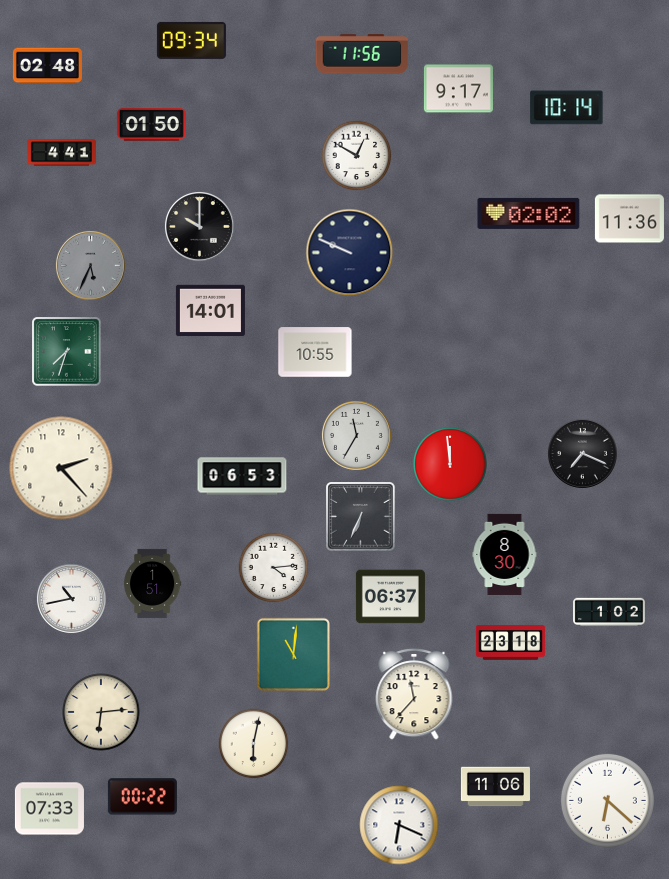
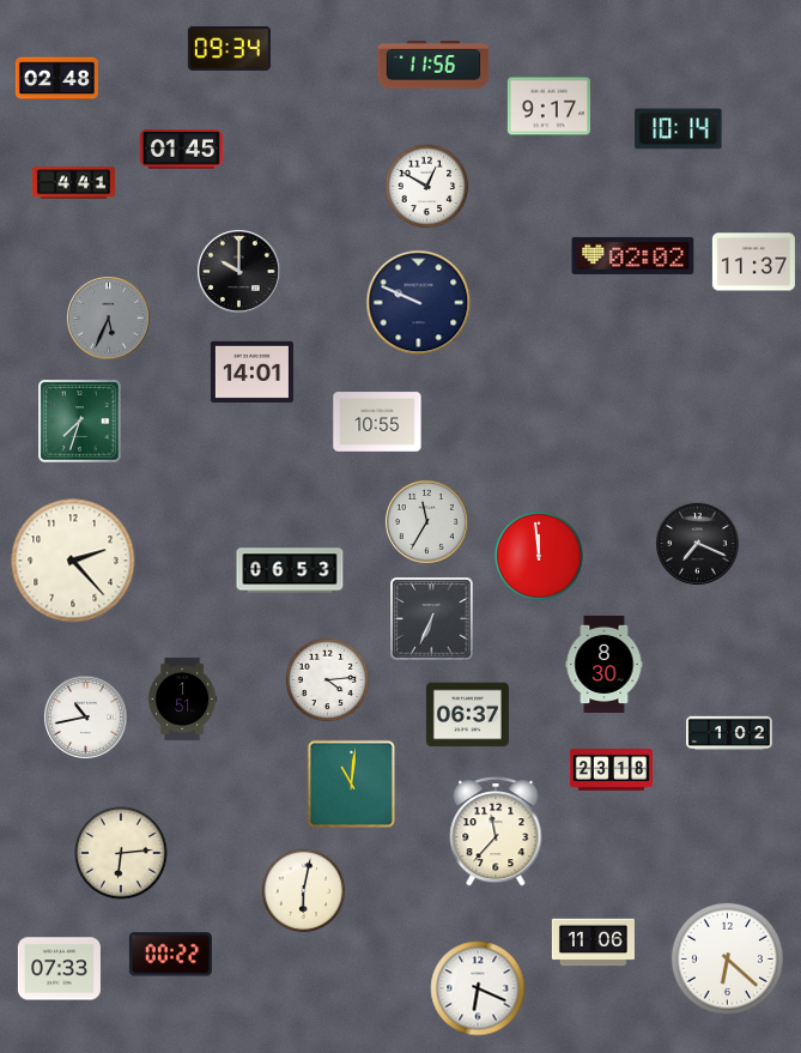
clock at (151, 125): 01:50 -> 01:45
clock at (629, 219): 11:36 -> 11:37
